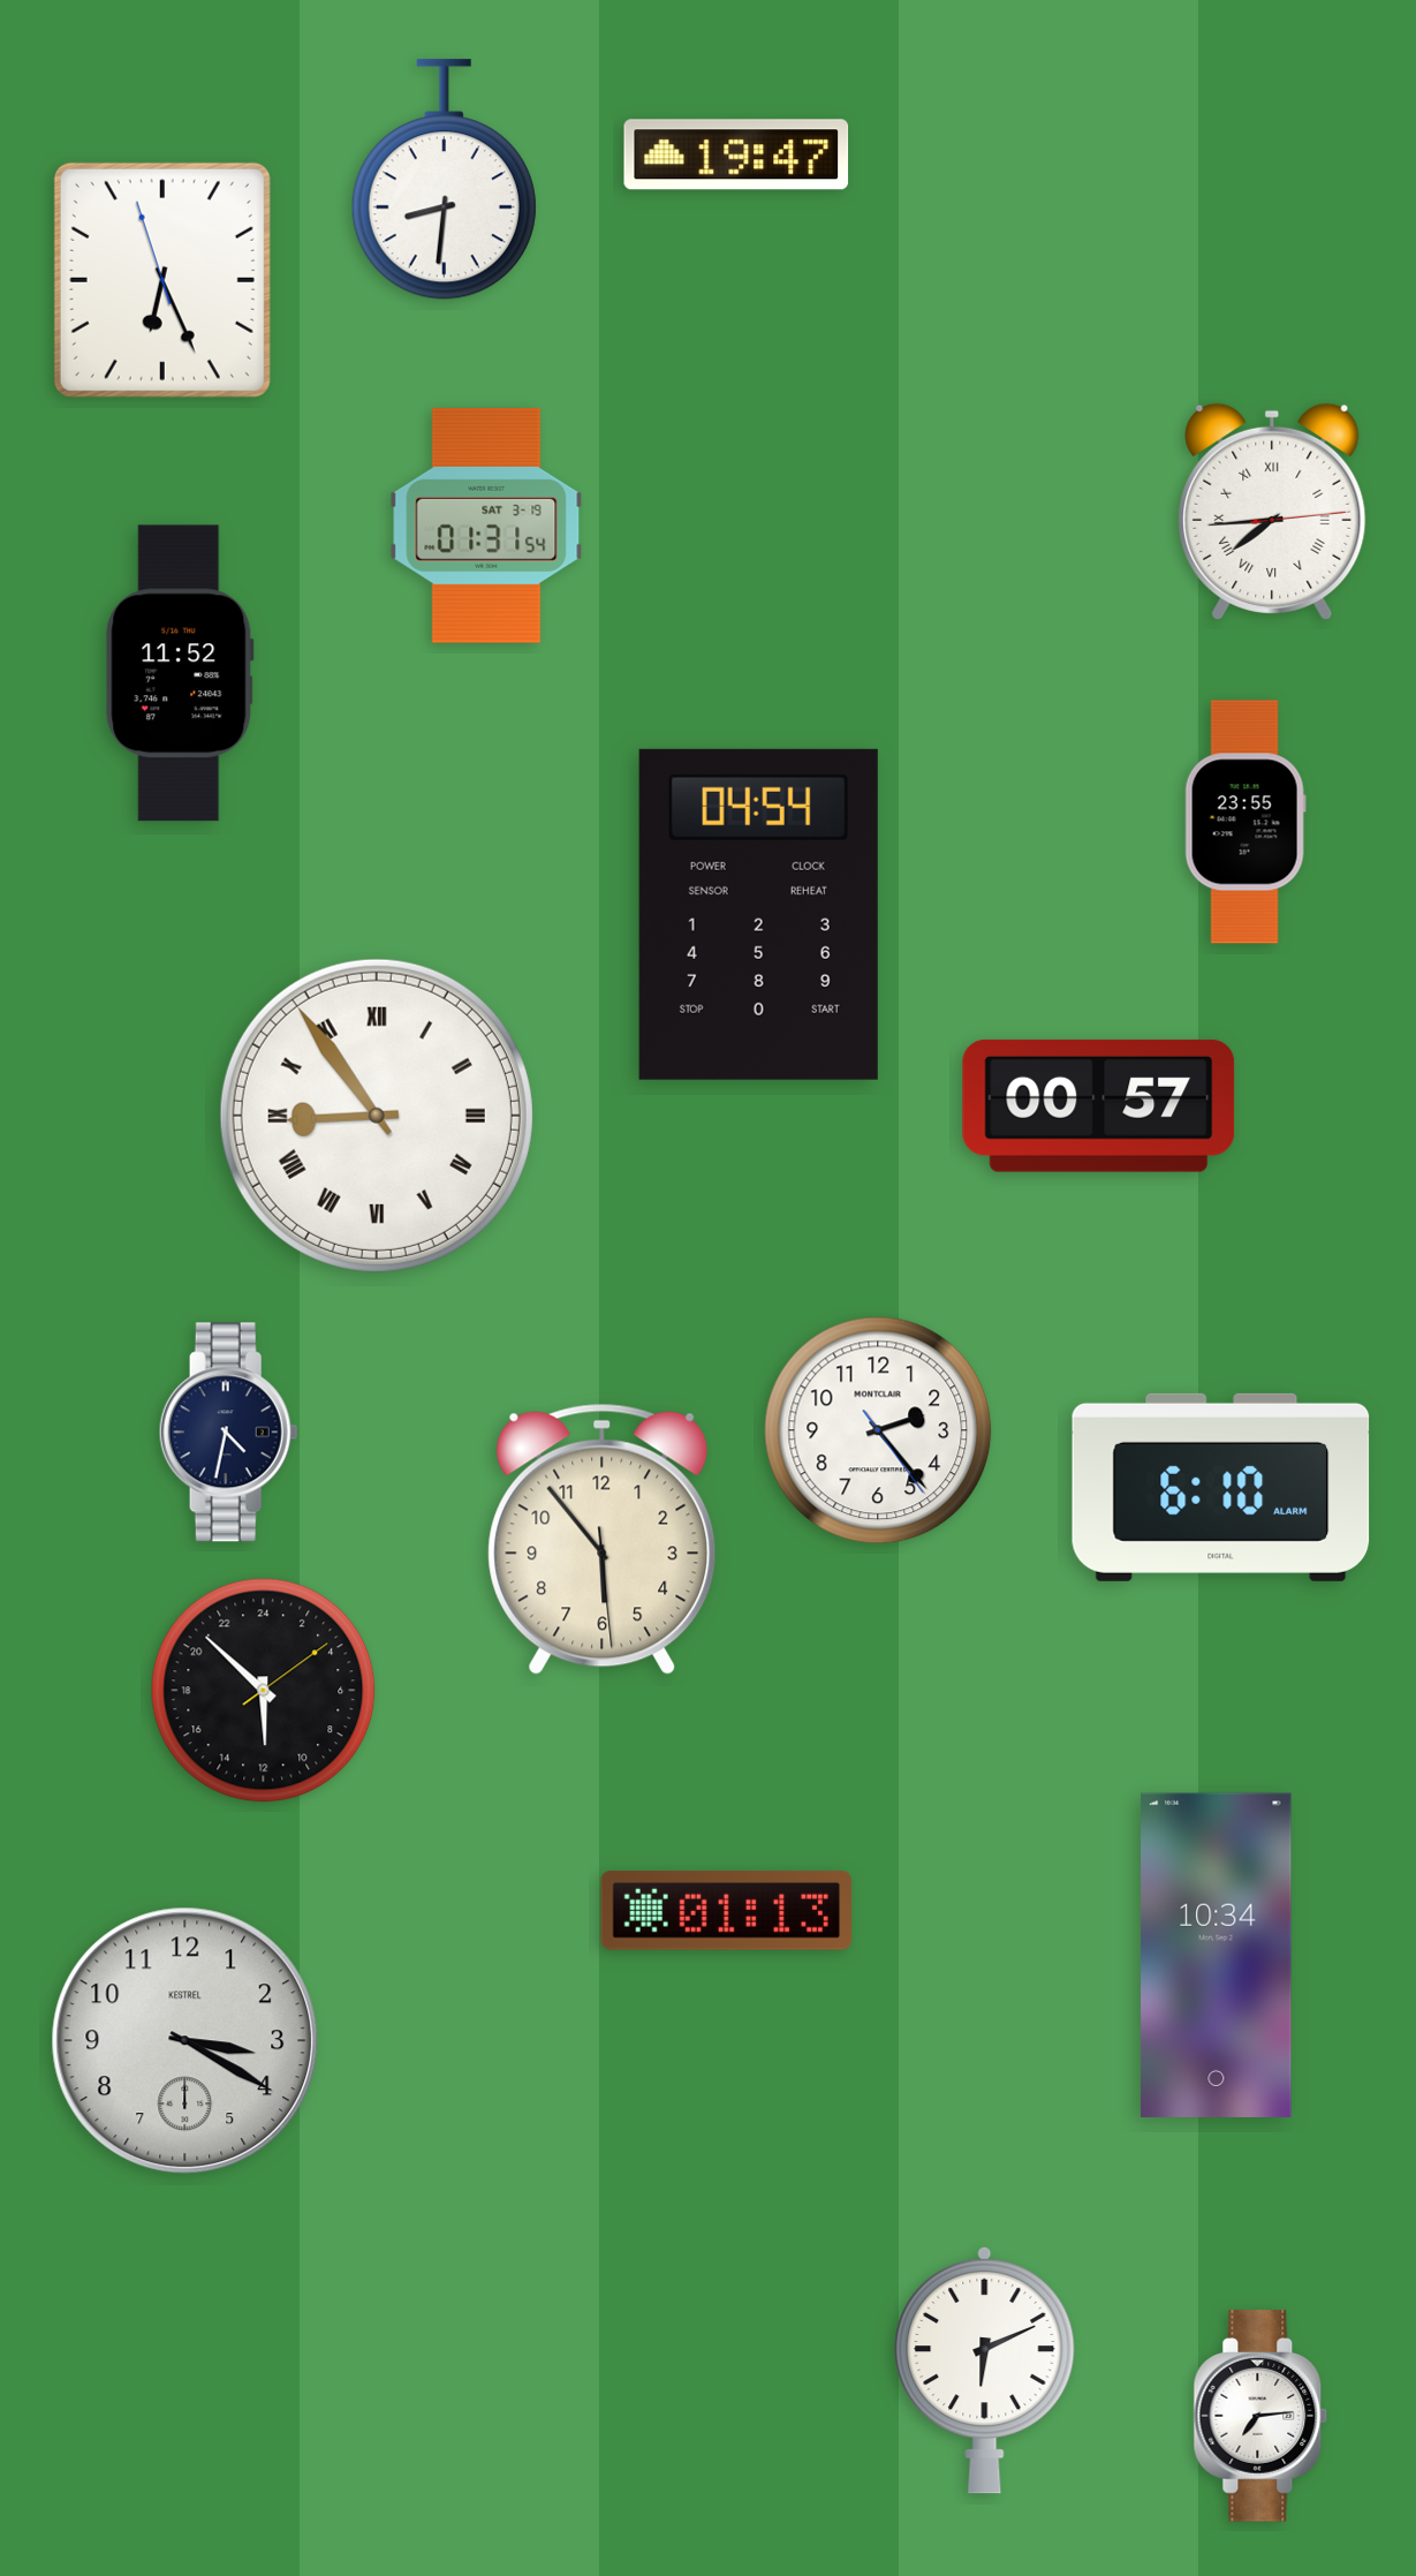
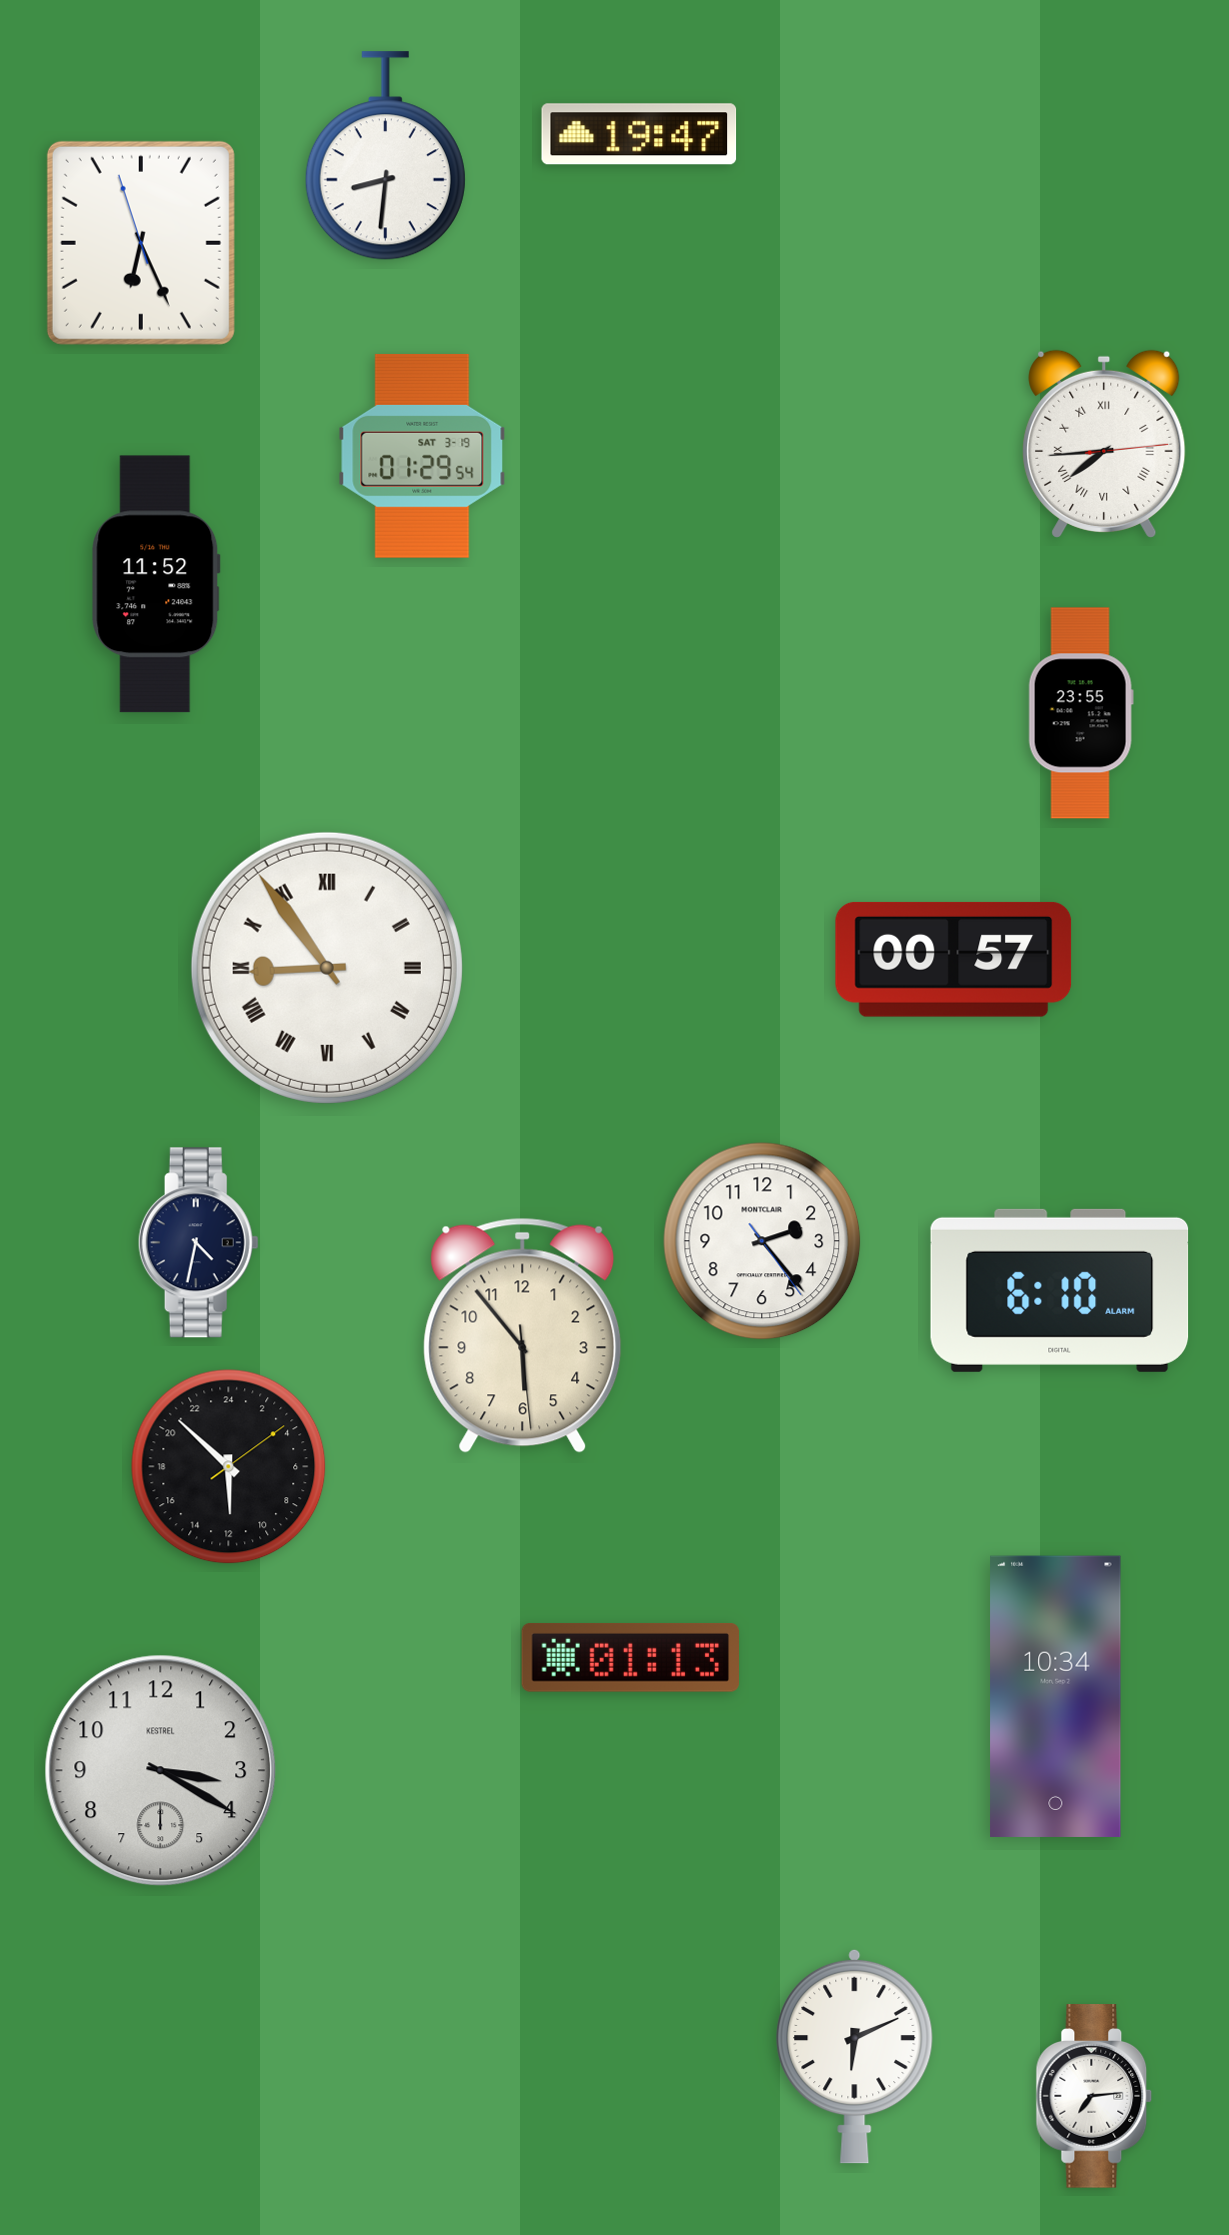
clock at (486, 526): 01:31 -> 01:29
clock at (758, 914): 04:54 -> none
